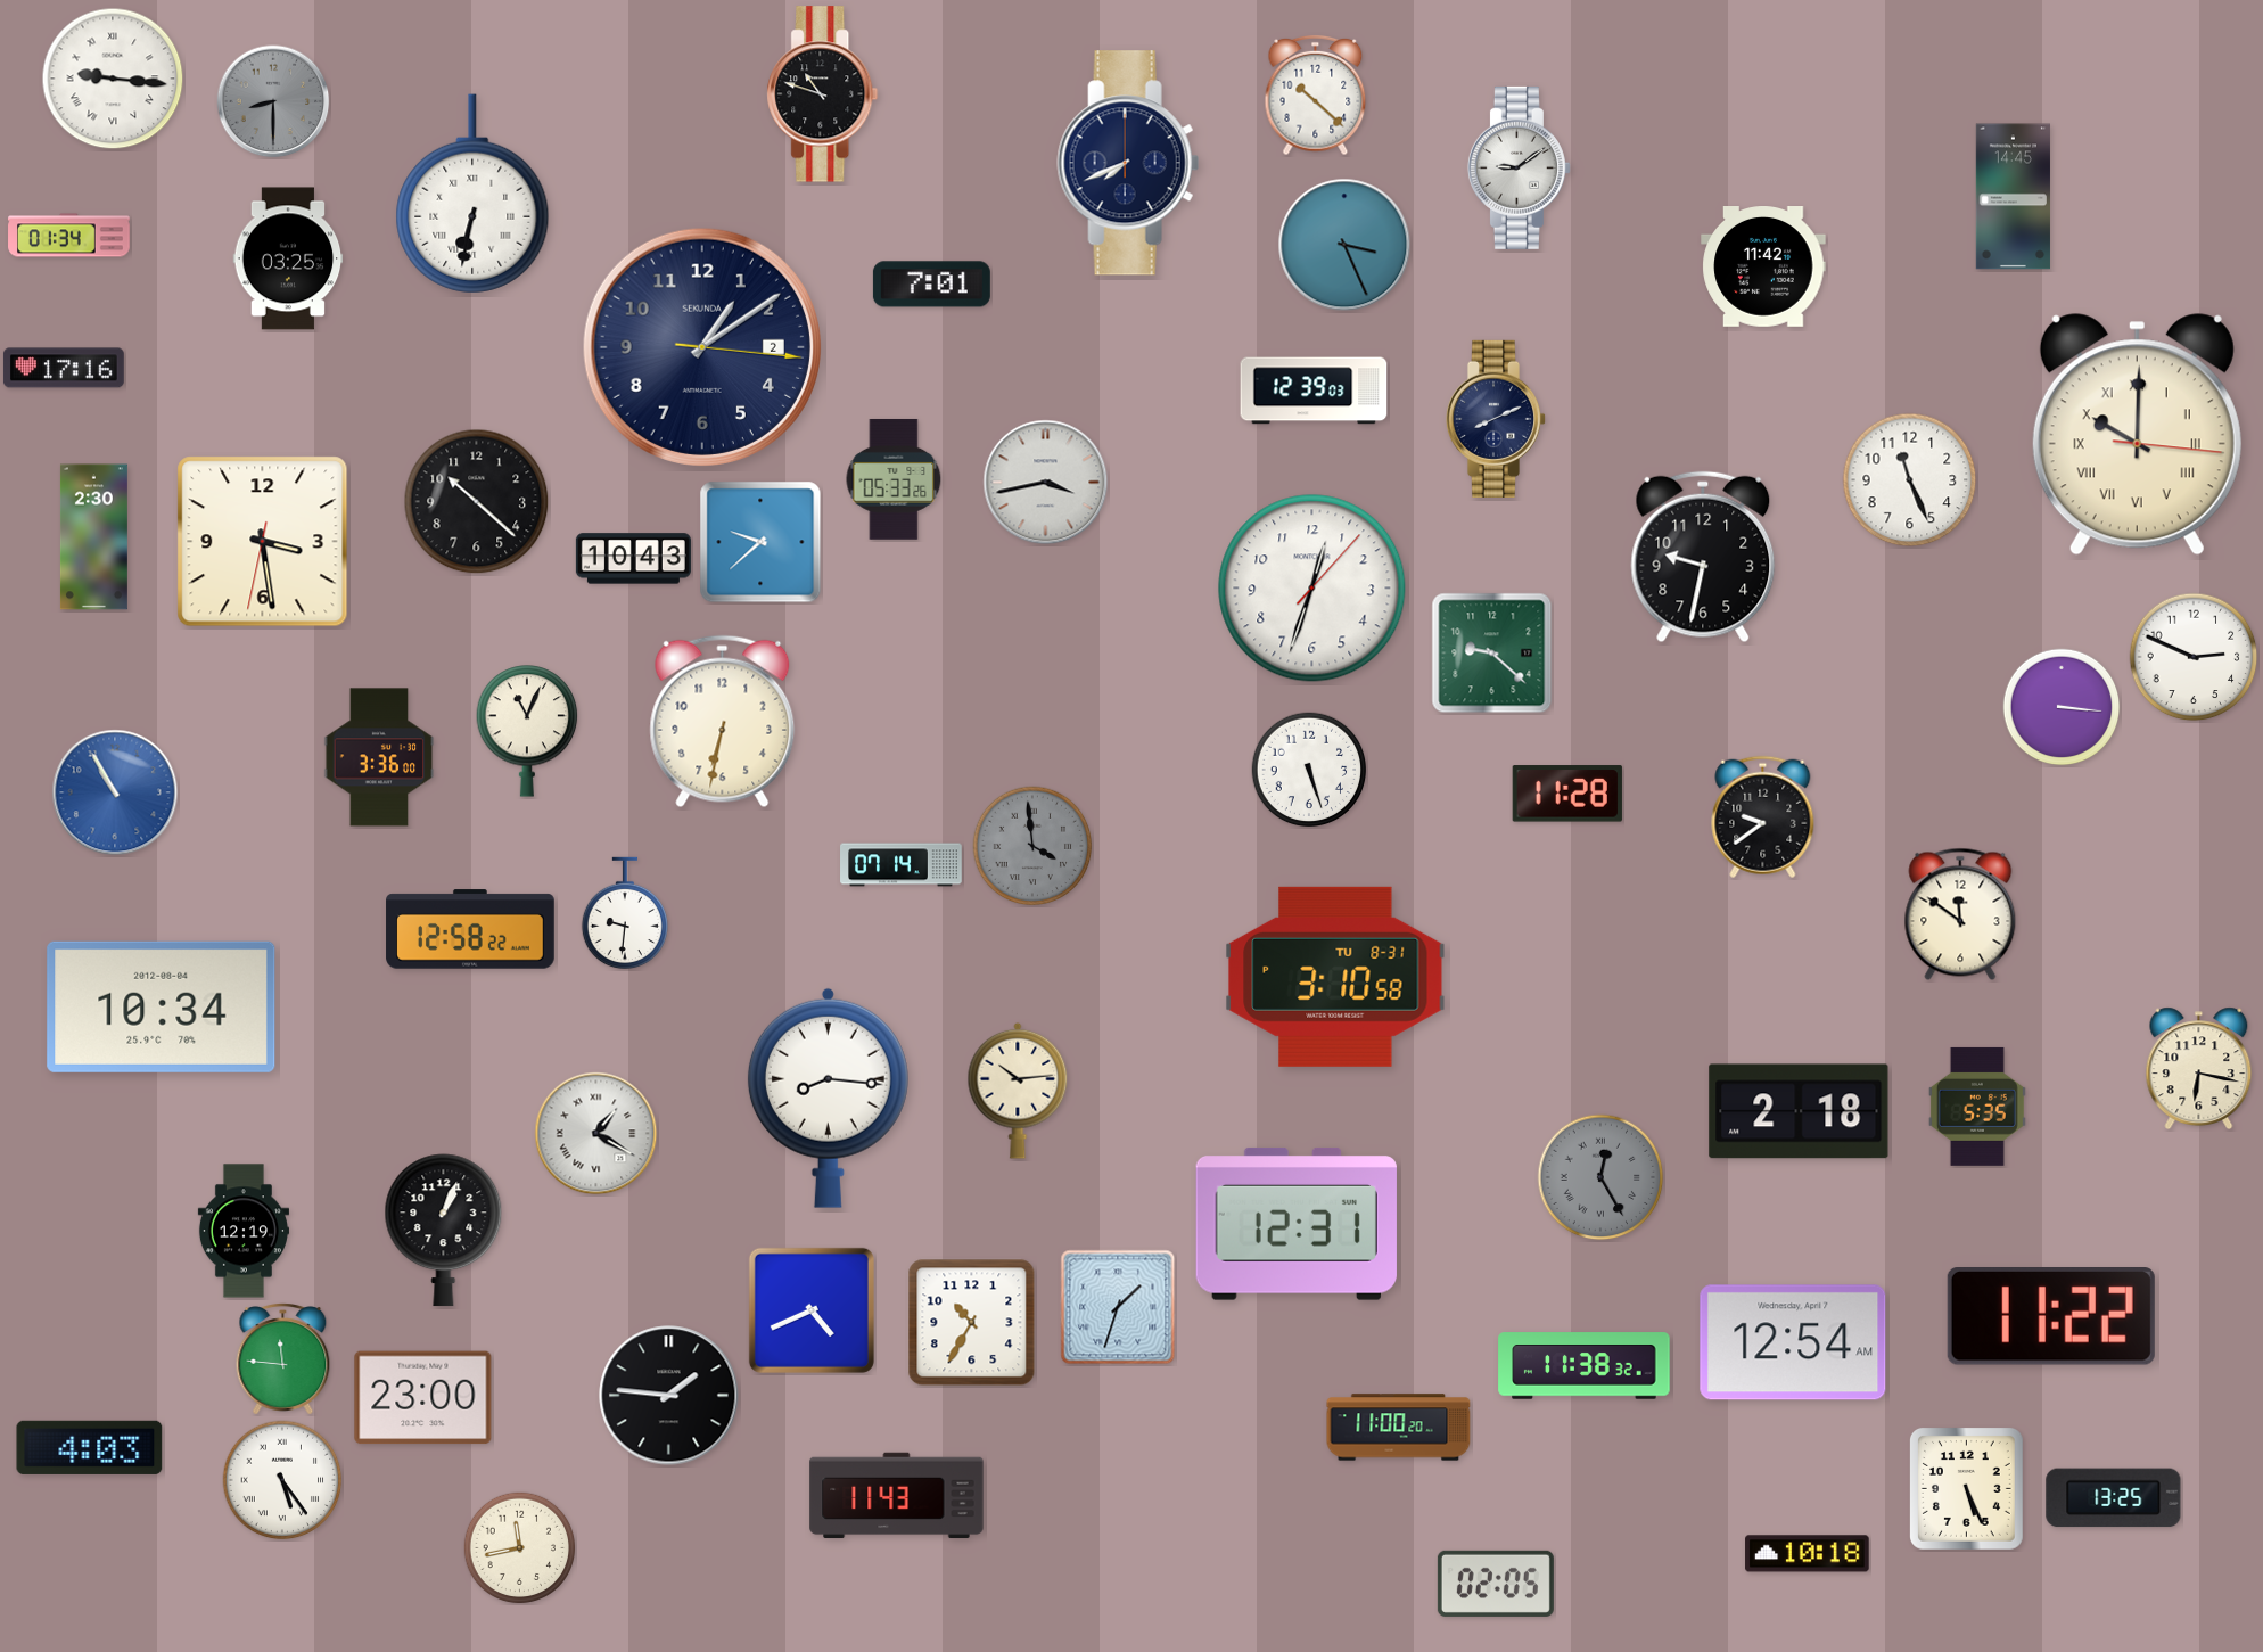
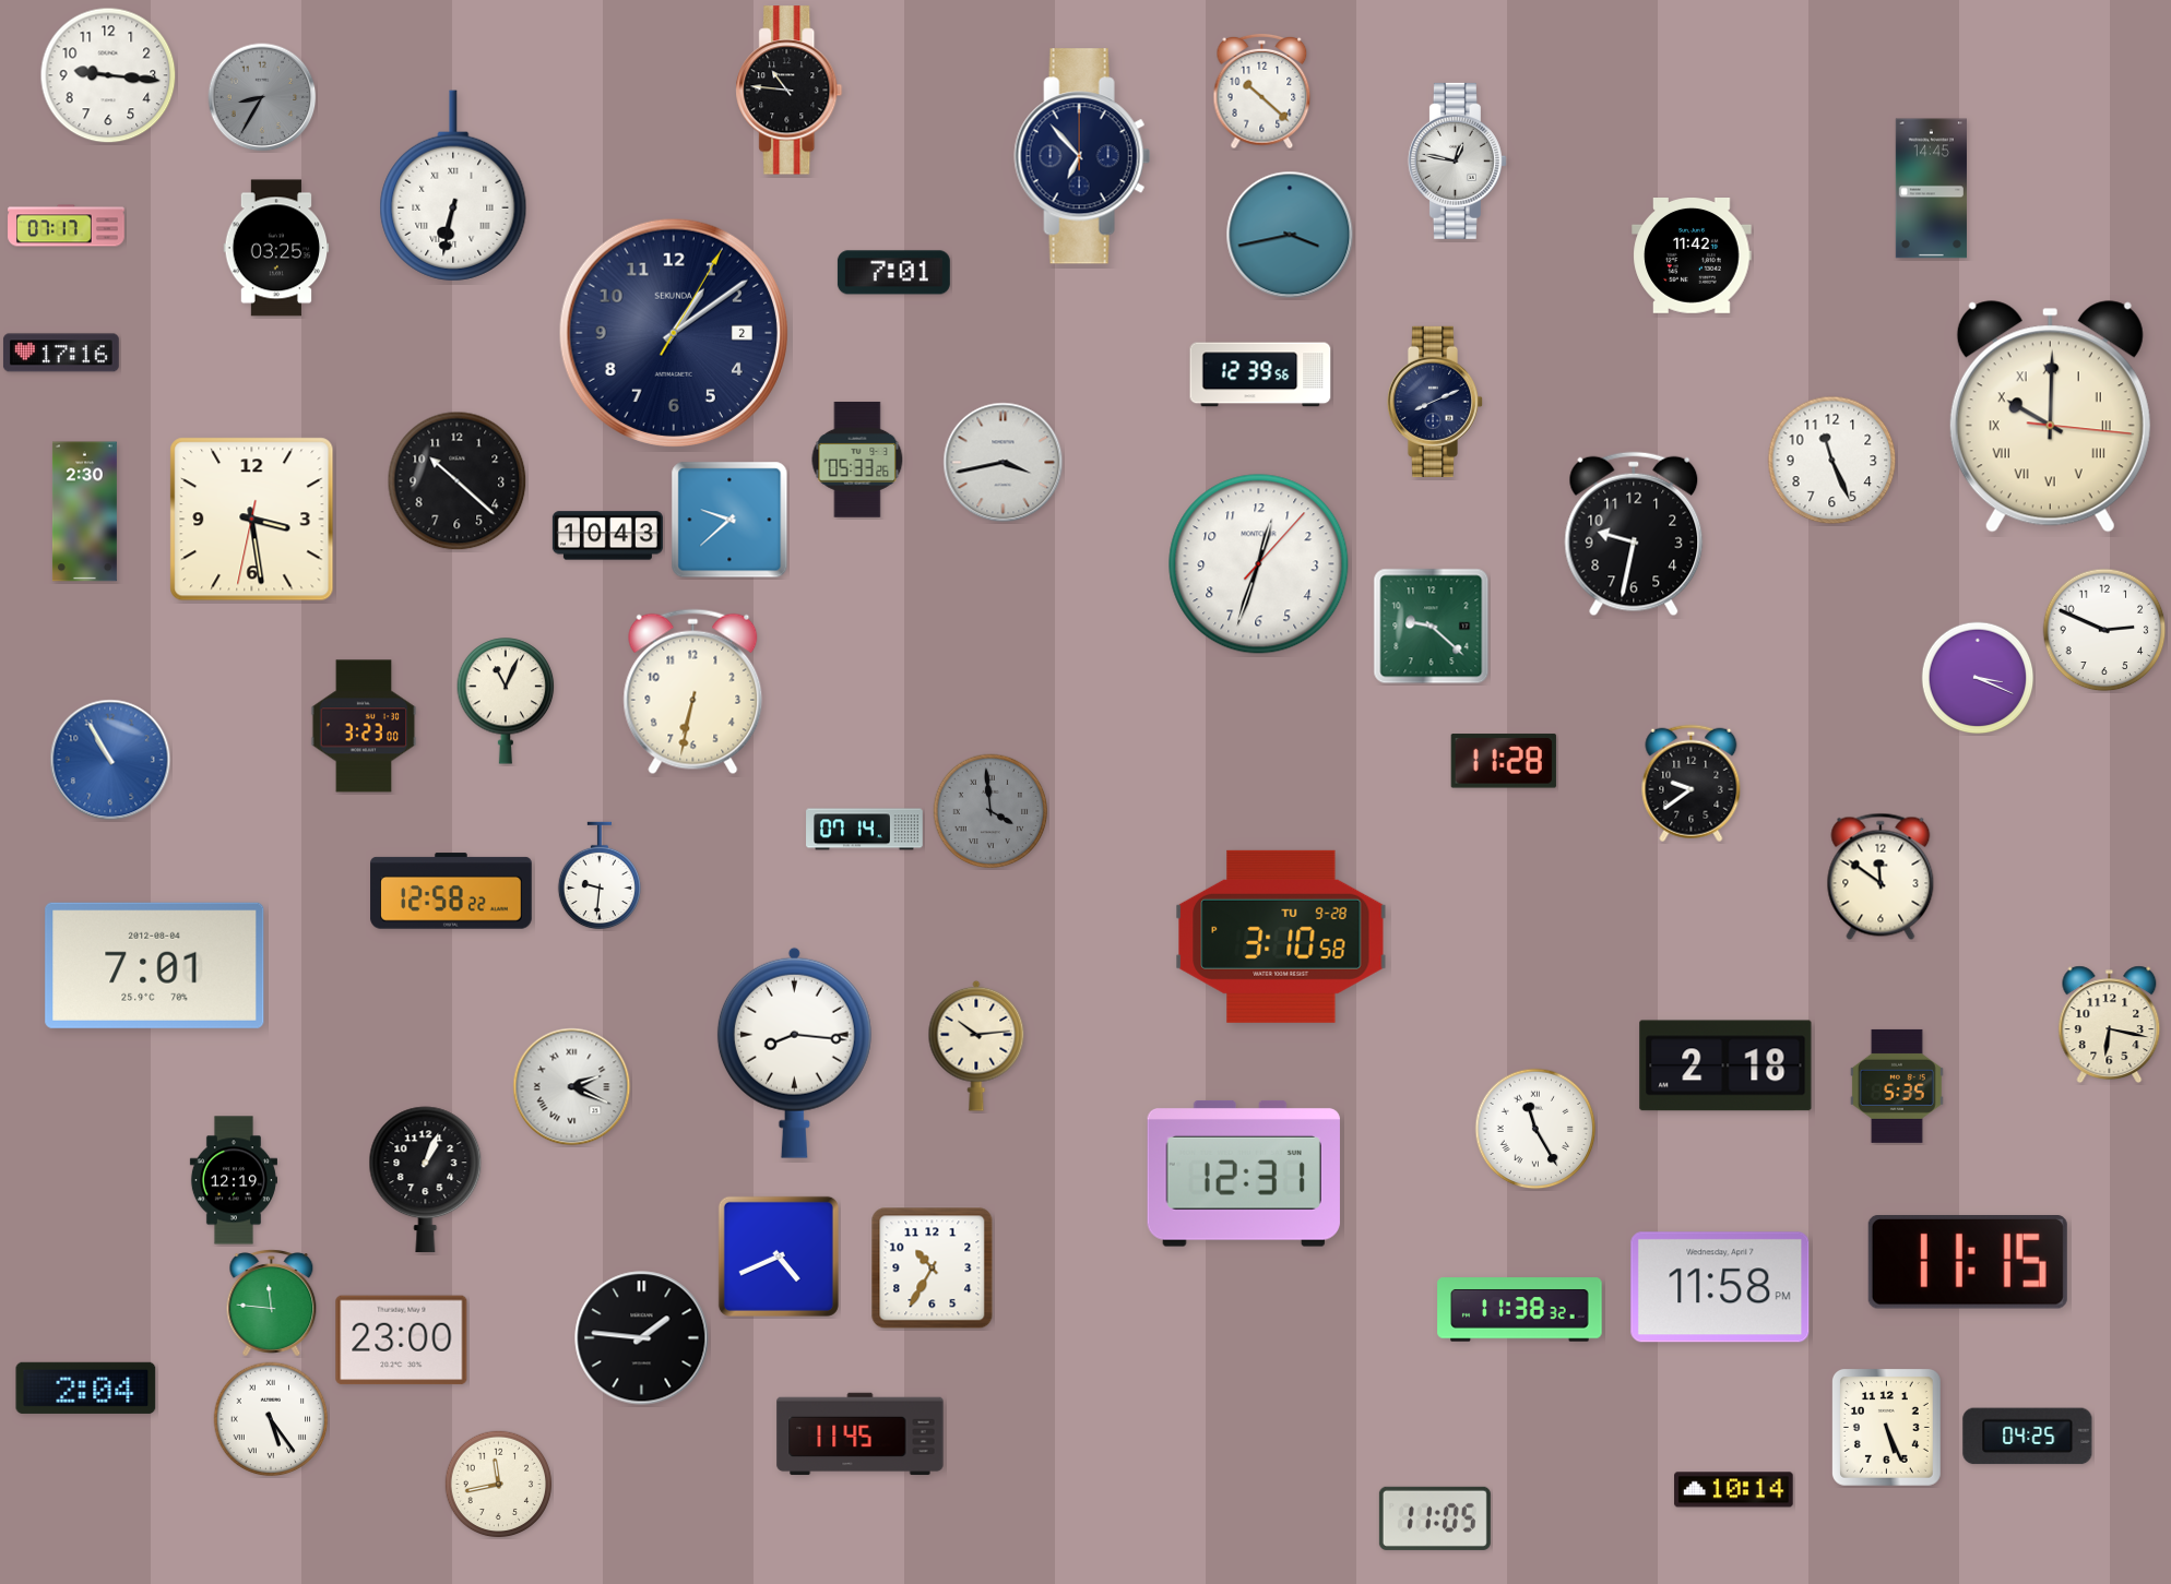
clock at (113, 79) numerals: Roman -> Arabic
clock at (823, 94): 10:48 -> 10:46
clock at (273, 101): 8:30 -> 8:35
clock at (1128, 163): 7:41 -> 6:53
clock at (1519, 167): 9:09 -> 12:47
clock at (69, 236): 01:34 -> 07:17
clock at (1344, 245): 3:26 -> 3:43
clock at (702, 347): 1:09:16 -> 1:09:05
clock at (1314, 391): 12:39:03 -> 12:39:56
clock at (93, 537) position: (93, 537) -> (84, 512)
clock at (2062, 707): 3:16 -> 3:19
clock at (379, 757): 3:36 -> 3:23
clock at (1309, 770): 5:27 -> none
clock at (1335, 977) date: TU 8-31 -> TU 9-28
clock at (162, 1006): 10:34 -> 7:01
clock at (1977, 1107) position: (1977, 1107) -> (1897, 1086)
clock at (596, 1134): 1:20 -> 2:19
clock at (1600, 1177): 12:25 -> 11:25
clock at (1600, 1177) dial: grey -> white
clock at (1118, 1307): 1:33 -> none
clock at (2051, 1317): 11:22 -> 11:15
clock at (1793, 1342): 12:54 -> 11:58
clock at (423, 1398) position: (423, 1398) -> (402, 1341)
clock at (1399, 1428): 11:00 -> none
clock at (90, 1447): 4:03 -> 2:04
clock at (897, 1496): 11:43 -> 11:45
clock at (2114, 1498): 13:25 -> 04:25
clock at (1808, 1554): 10:18 -> 10:14
clock at (1496, 1584): 02:05 -> 11:05
